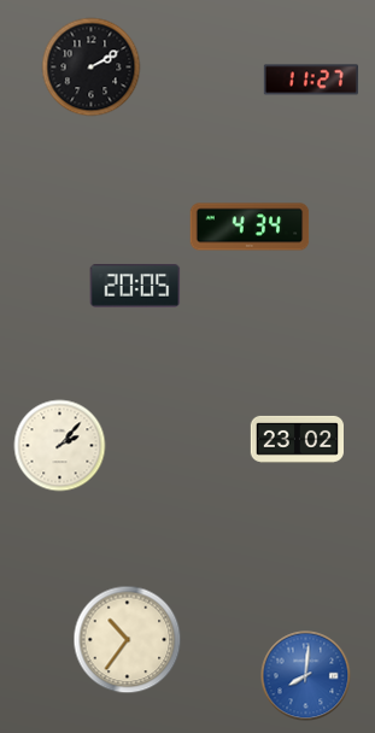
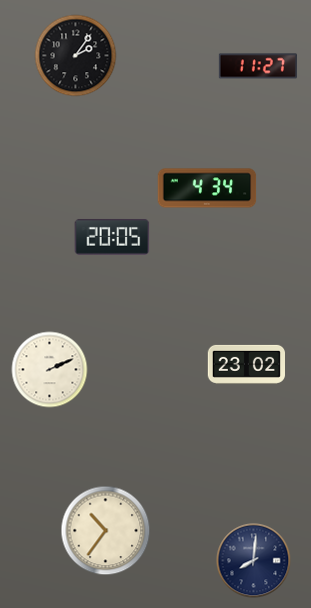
clock at (92, 68): 2:10 -> 2:06
clock at (60, 446): 2:07 -> 2:11
clock at (306, 676) dial: blue -> navy
